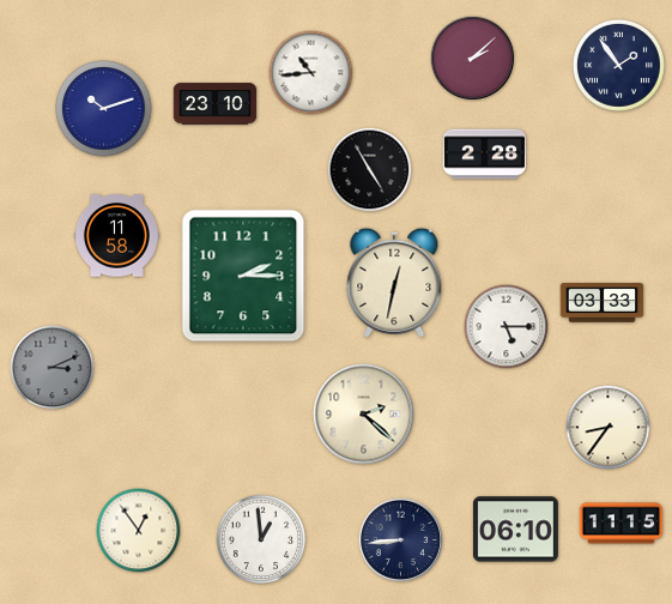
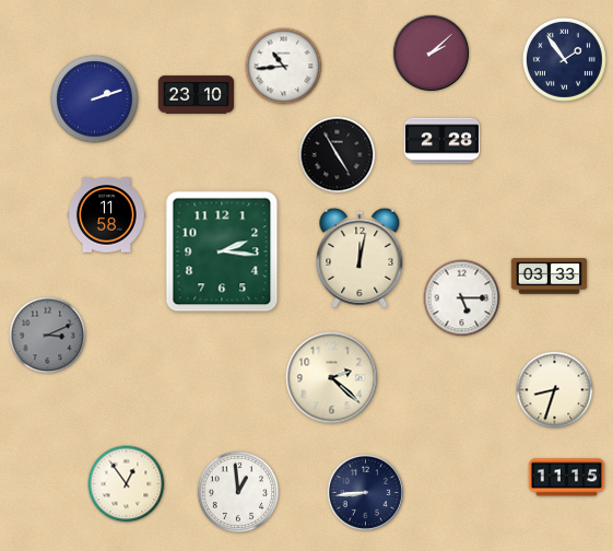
clock at (104, 109): 10:12 -> 2:12
clock at (243, 276): 2:15 -> 2:16
clock at (394, 283): 12:32 -> 12:02
clock at (609, 428): 8:36 -> 8:33
clock at (515, 530): 06:10 -> none
